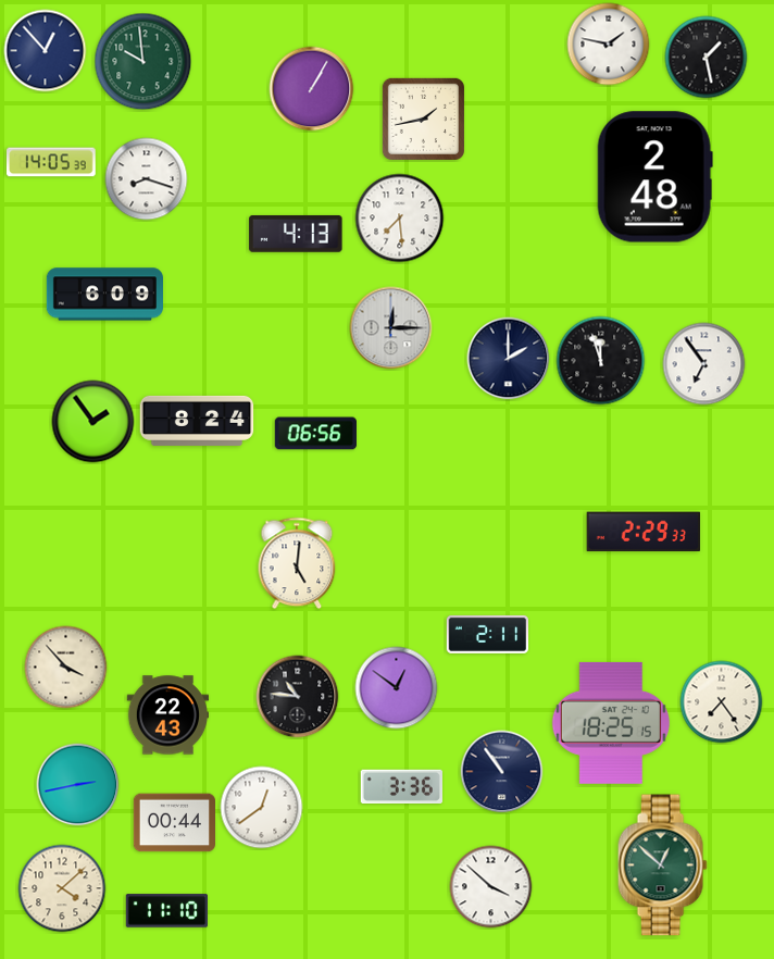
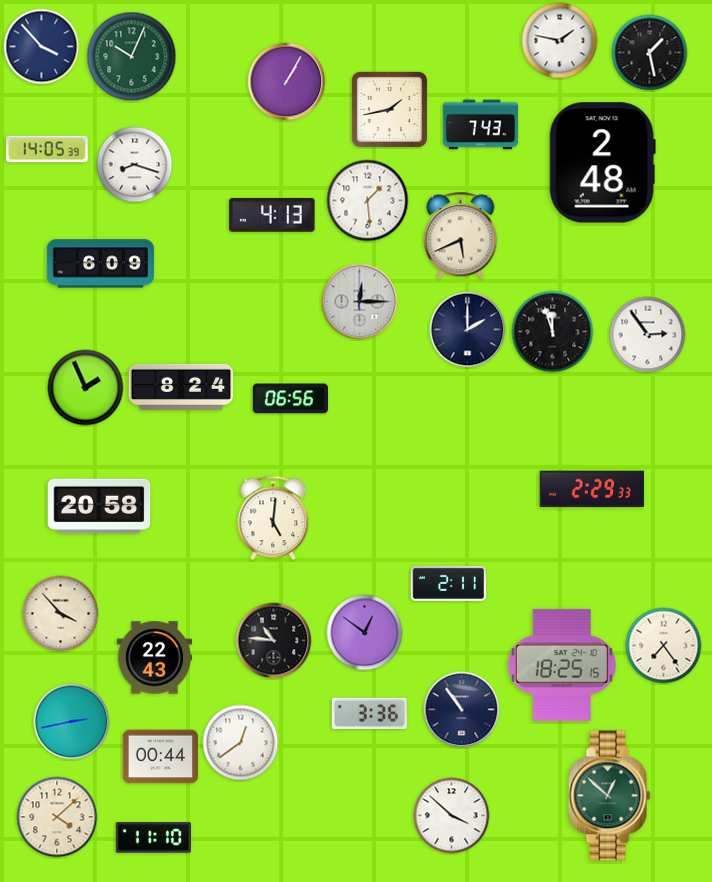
clock at (46, 51): 12:53 -> 3:53
clock at (143, 62): 9:59 -> 10:04
clock at (480, 125): none -> 7:43
clock at (400, 219): 7:29 -> 1:29
clock at (461, 236): none -> 5:41
clock at (104, 295) position: (104, 295) -> (100, 264)
clock at (704, 364): 6:54 -> 2:54
clock at (93, 422): 1:54 -> 1:56
clock at (99, 506): none -> 20:58
clock at (401, 787) position: (401, 787) -> (369, 714)
